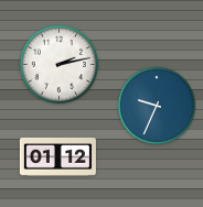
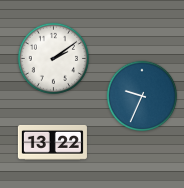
clock at (58, 64): 2:13 -> 2:09
clock at (57, 156): 01:12 -> 13:22
